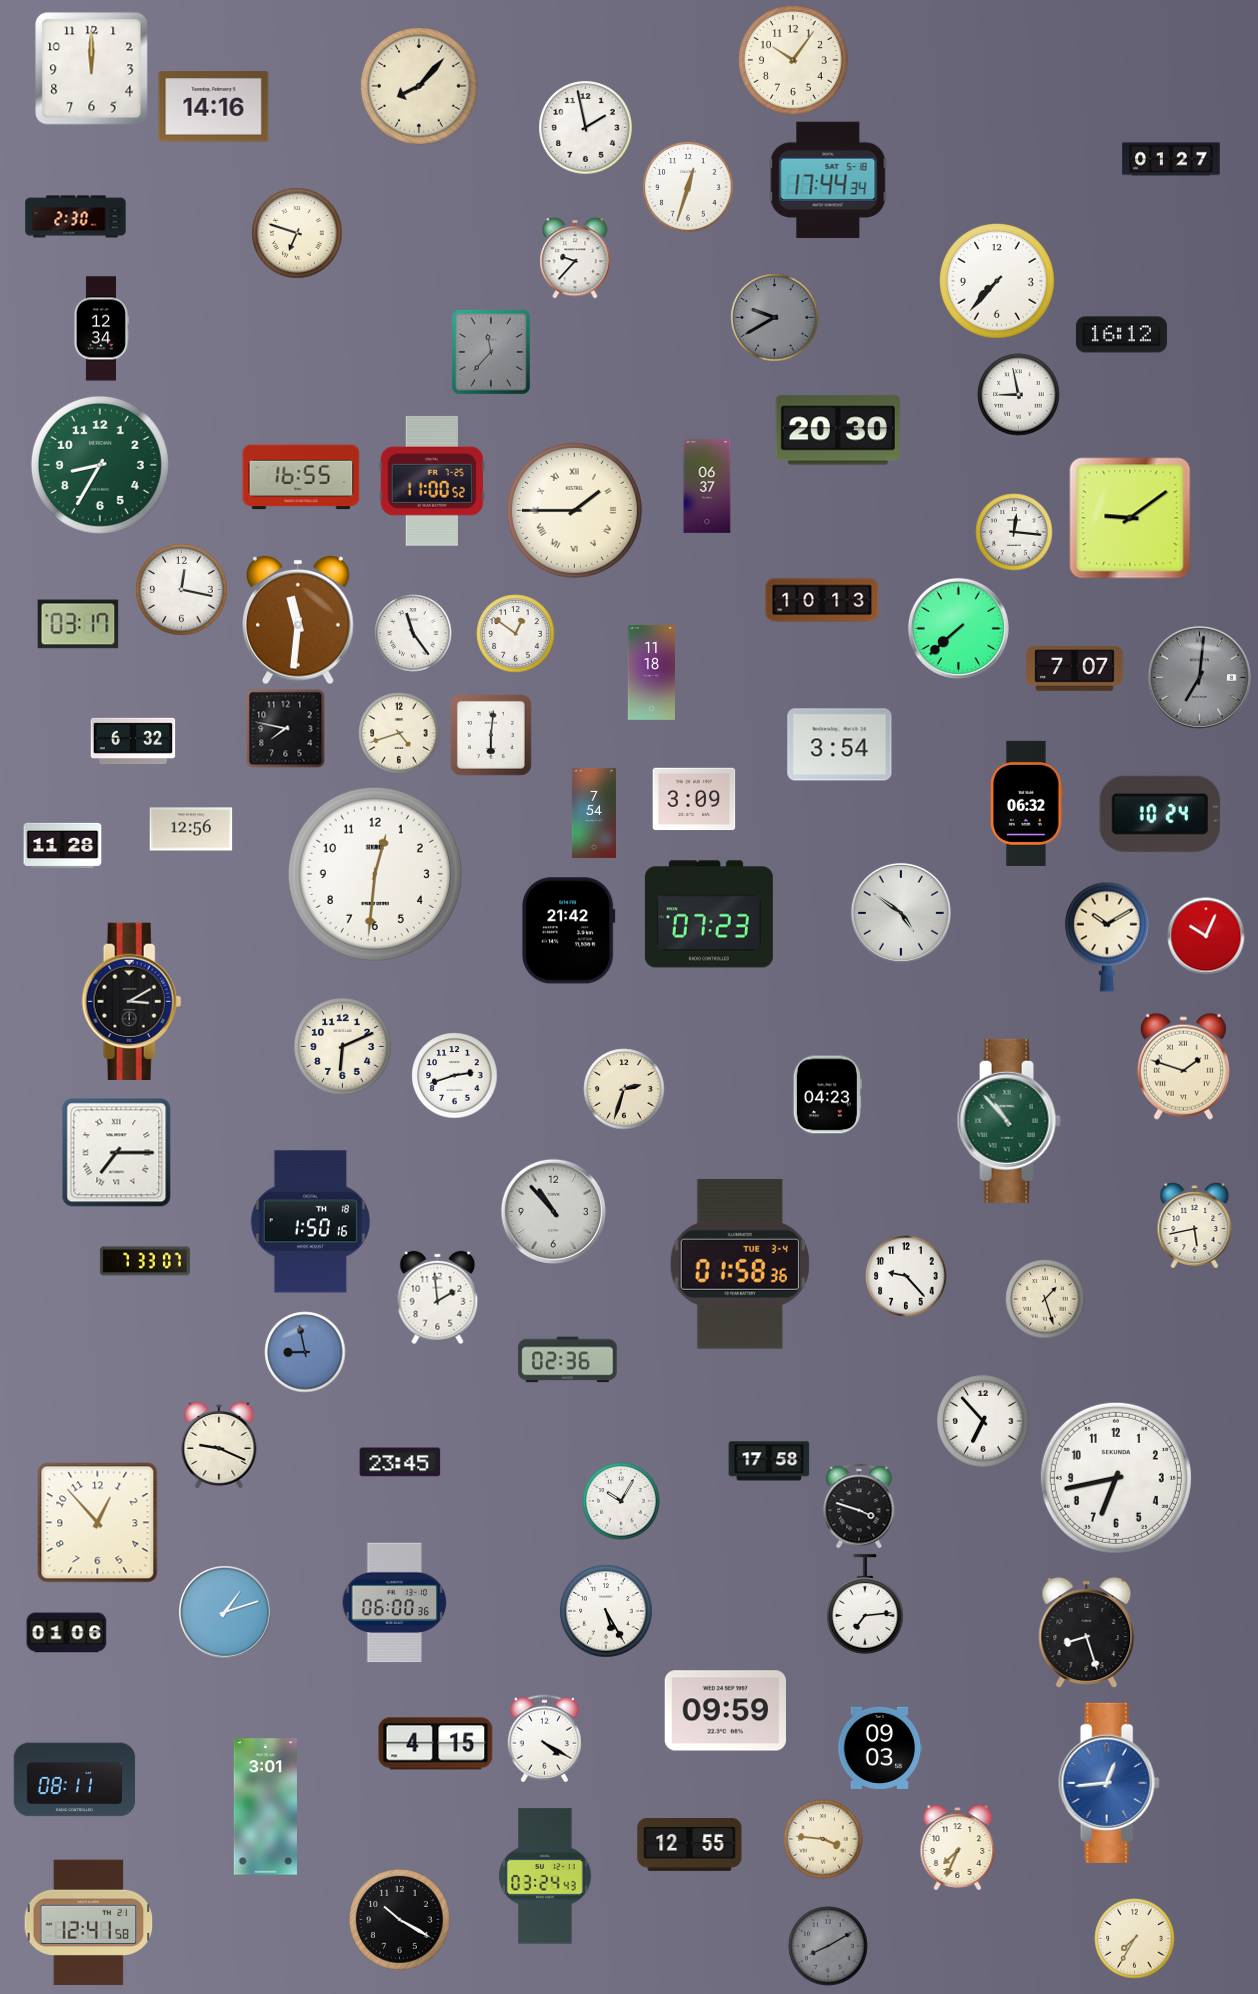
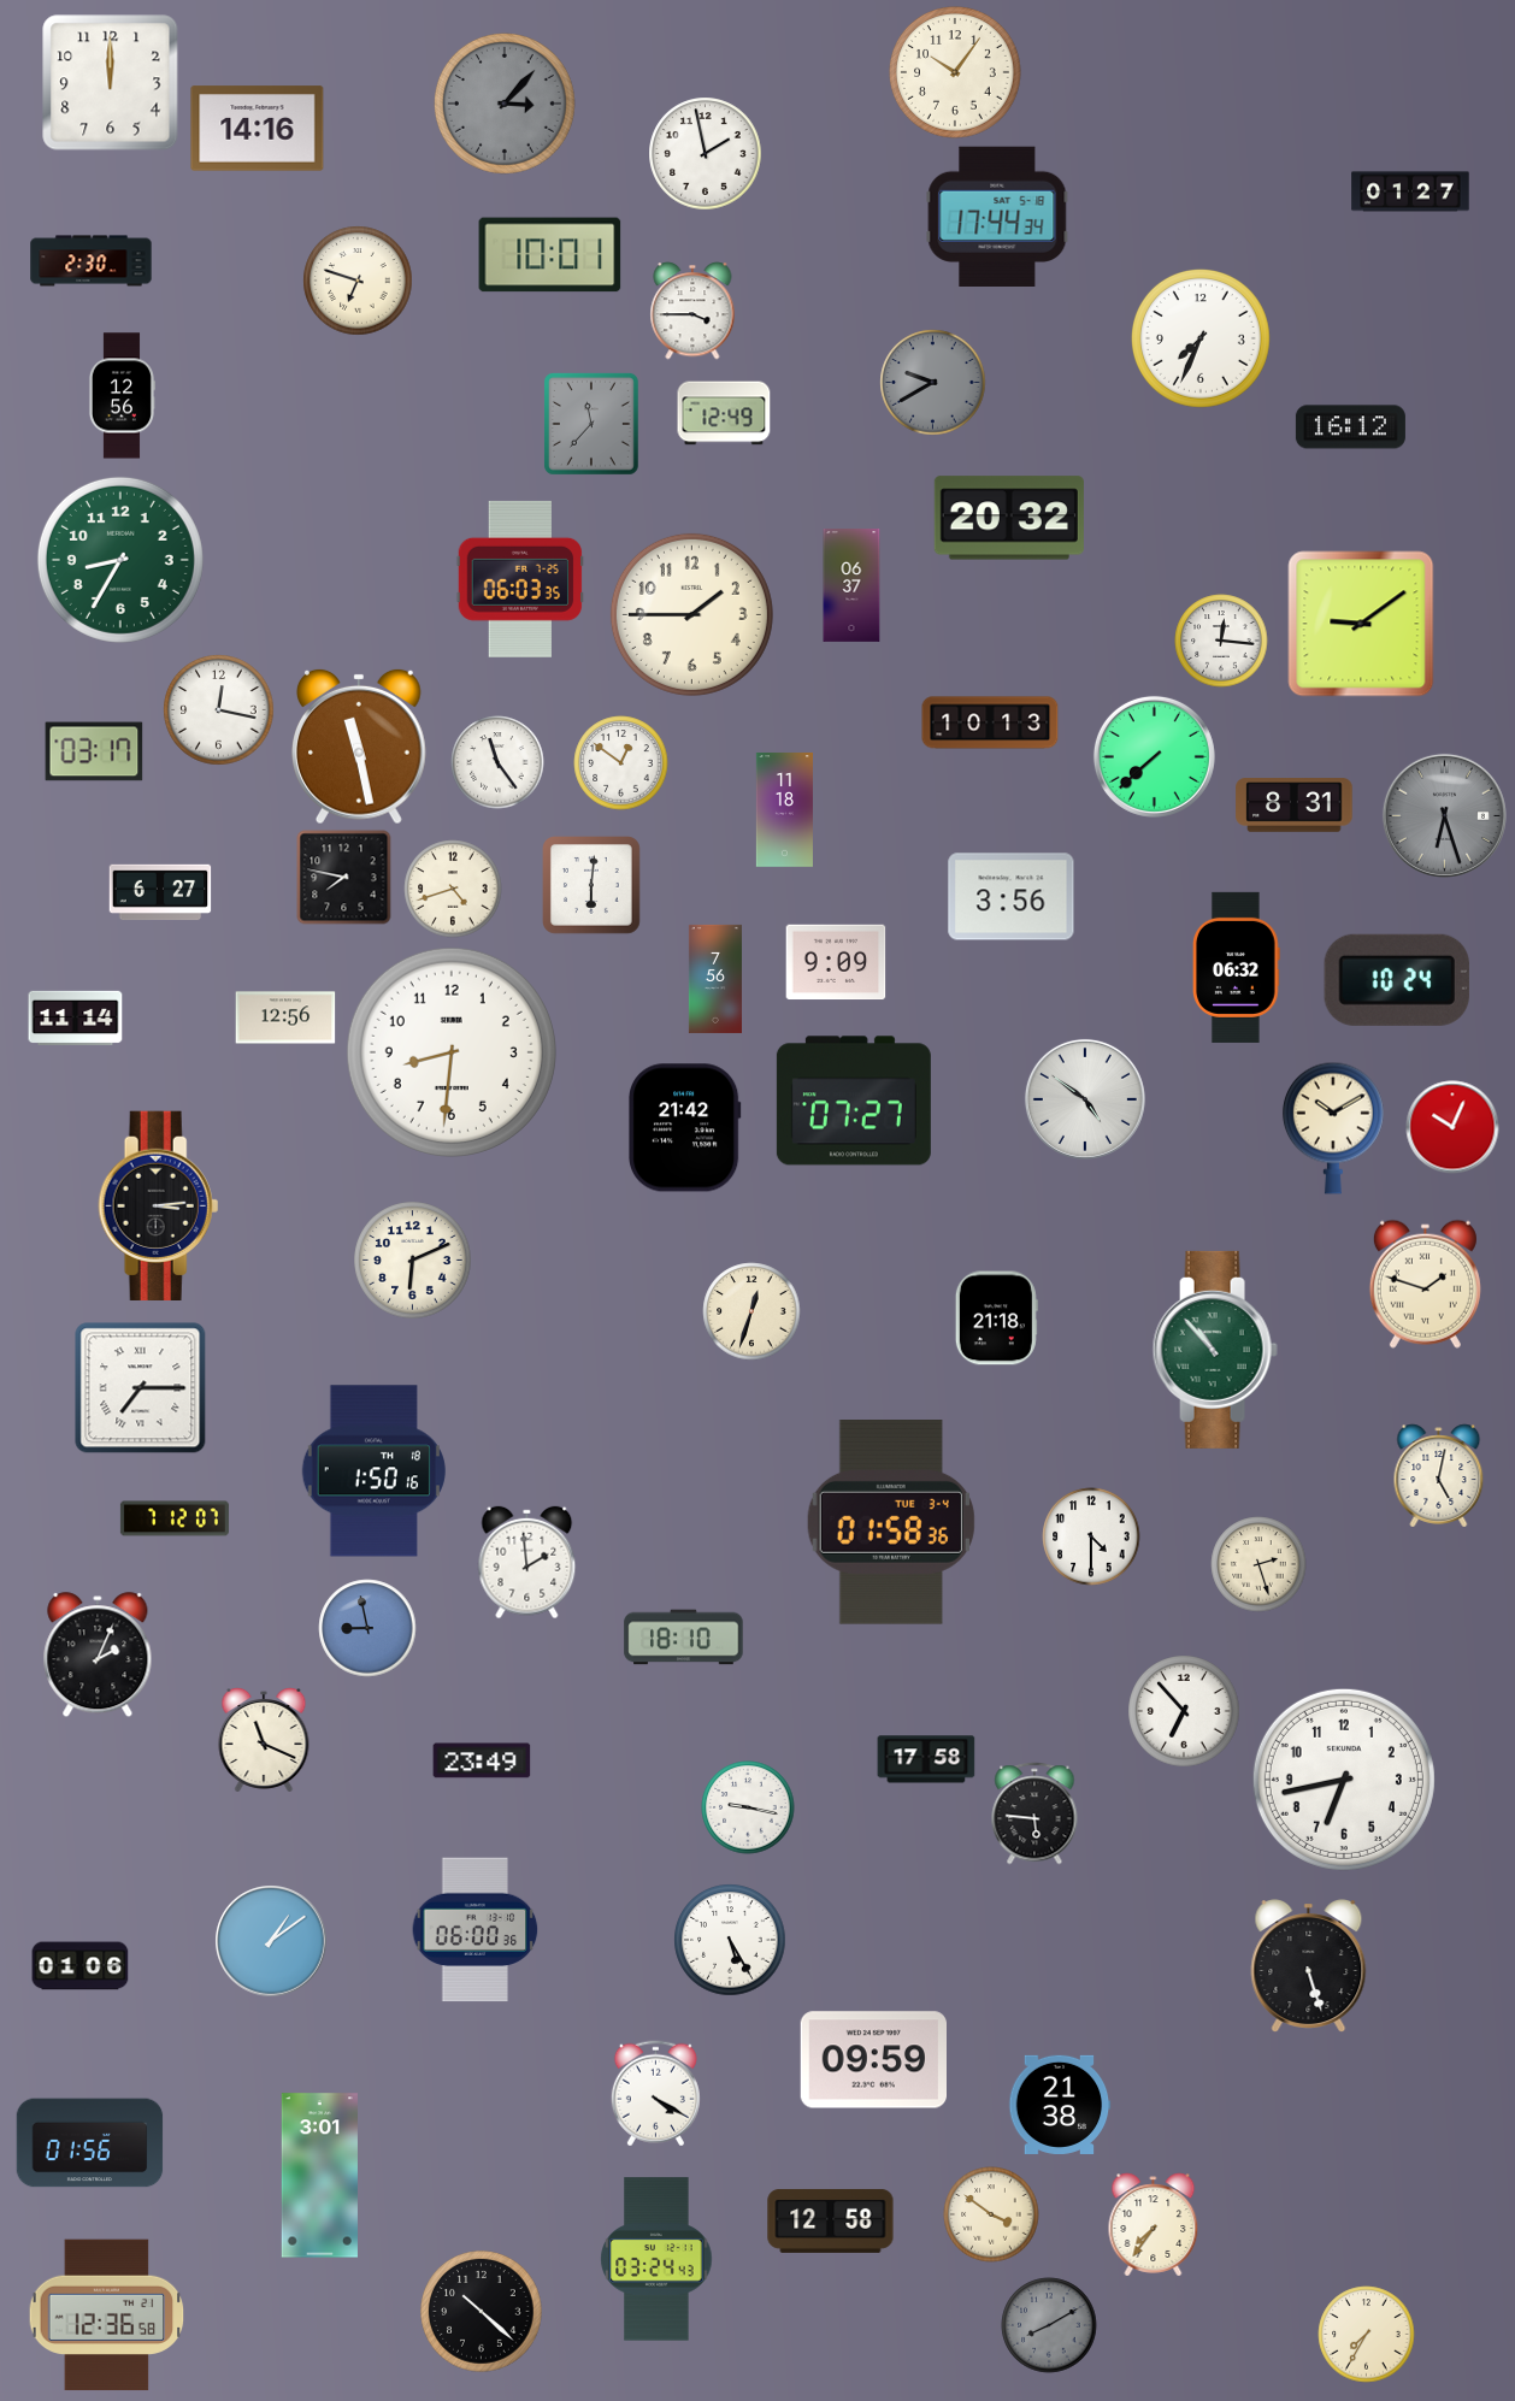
clock at (419, 86): 8:07 -> 3:07
clock at (419, 86) dial: cream -> grey
clock at (688, 187): 12:33 -> none
clock at (550, 255): none -> 10:01
clock at (575, 258): 9:37 -> 3:45
clock at (997, 281): 7:37 -> 7:34
clock at (101, 329): 12:34 -> 12:56
clock at (1121, 335) position: (1121, 335) -> (1350, 427)
clock at (724, 413): none -> 12:49
clock at (1019, 395): 8:58 -> none
clock at (838, 430): 20:30 -> 20:32
clock at (301, 477): 16:55 -> none
clock at (432, 481): 11:00 -> 06:03
clock at (574, 510) numerals: Roman -> Arabic
clock at (299, 620): 11:31 -> 11:28
clock at (1075, 669): 7:07 -> 8:31
clock at (1199, 677): 7:01 -> 6:27
clock at (399, 733) position: (399, 733) -> (453, 889)
clock at (133, 741): 6:32 -> 6:27
clock at (840, 745): 3:54 -> 3:56
clock at (694, 799): 3:09 -> 9:09
clock at (594, 813): 7:54 -> 7:56
clock at (191, 829) position: (191, 829) -> (285, 1017)
clock at (63, 845): 11:28 -> 11:14
clock at (375, 874): 12:31 -> 8:31
clock at (709, 914): 07:23 -> 07:27
clock at (569, 931) position: (569, 931) -> (685, 1128)
clock at (132, 1001): 3:10 -> 3:14
clock at (455, 1076): 2:42 -> none
clock at (624, 1089): 2:33 -> 12:33
clock at (827, 1095): 04:23 -> 21:18
clock at (553, 1211): 10:53 -> none
clock at (1195, 1226): 5:43 -> 5:02
clock at (145, 1261): 7:33 -> 7:12
clock at (906, 1276): 9:23 -> 4:30
clock at (1045, 1299): 1:27 -> 2:27
clock at (568, 1360): 02:36 -> 18:10
clock at (98, 1656): none -> 2:04
clock at (219, 1446): 9:19 -> 11:19
clock at (400, 1462): 23:45 -> 23:49
clock at (621, 1501): 10:05 -> 9:17
clock at (859, 1506): 3:48 -> 5:46
clock at (98, 1523): 12:53 -> none
clock at (866, 1604): 7:14 -> none
clock at (225, 1612): 1:12 -> 1:09
clock at (1087, 1633): 8:27 -> 5:27
clock at (436, 1744): 4:15 -> none
clock at (880, 1748): 09:03 -> 21:38
clock at (75, 1780): 08:11 -> 01:56
clock at (1109, 1783): 12:44 -> none
clock at (823, 1839): 3:46 -> 3:51
clock at (690, 1844): 12:55 -> 12:58
clock at (958, 1848): 7:34 -> 7:36
clock at (400, 1920): 10:20 -> 10:22
clock at (89, 1923): 12:41 -> 12:36
clock at (828, 1946) position: (828, 1946) -> (1049, 2325)
